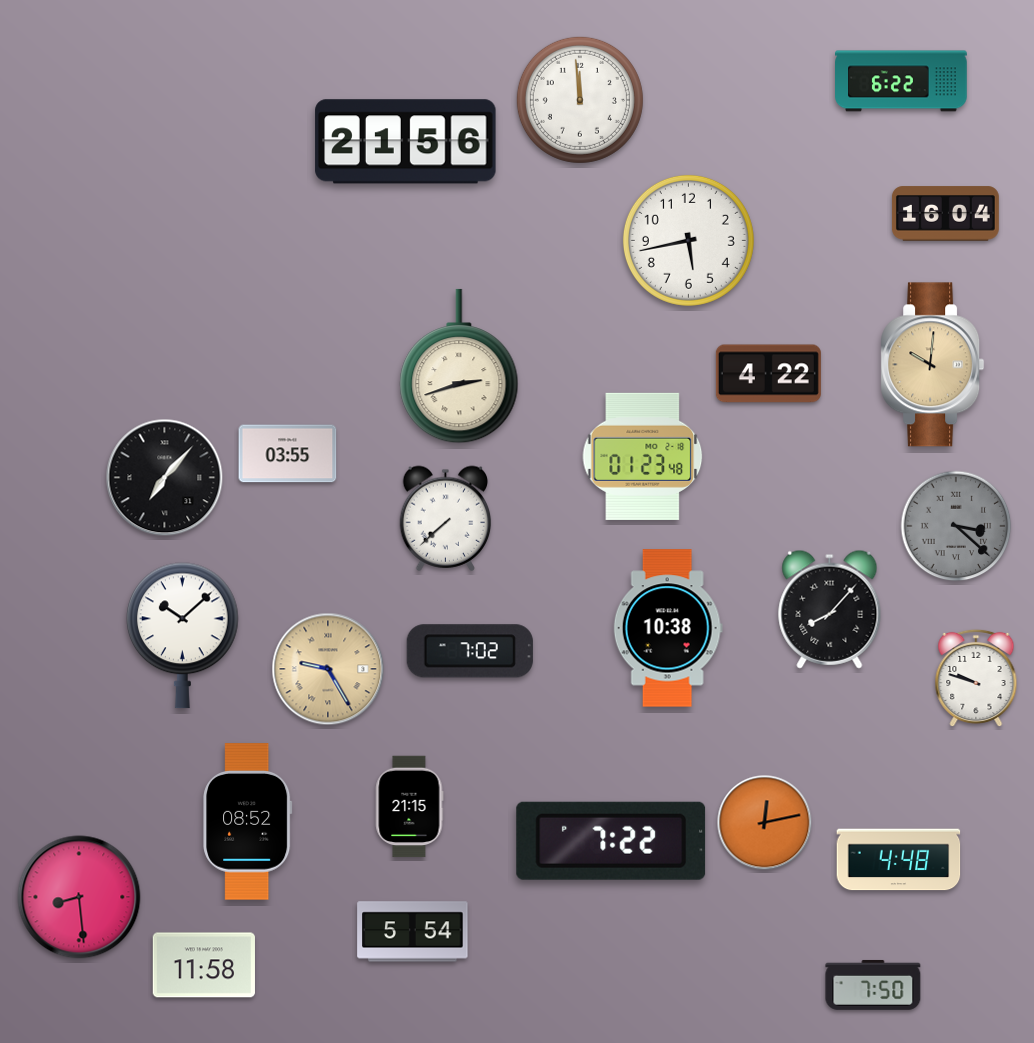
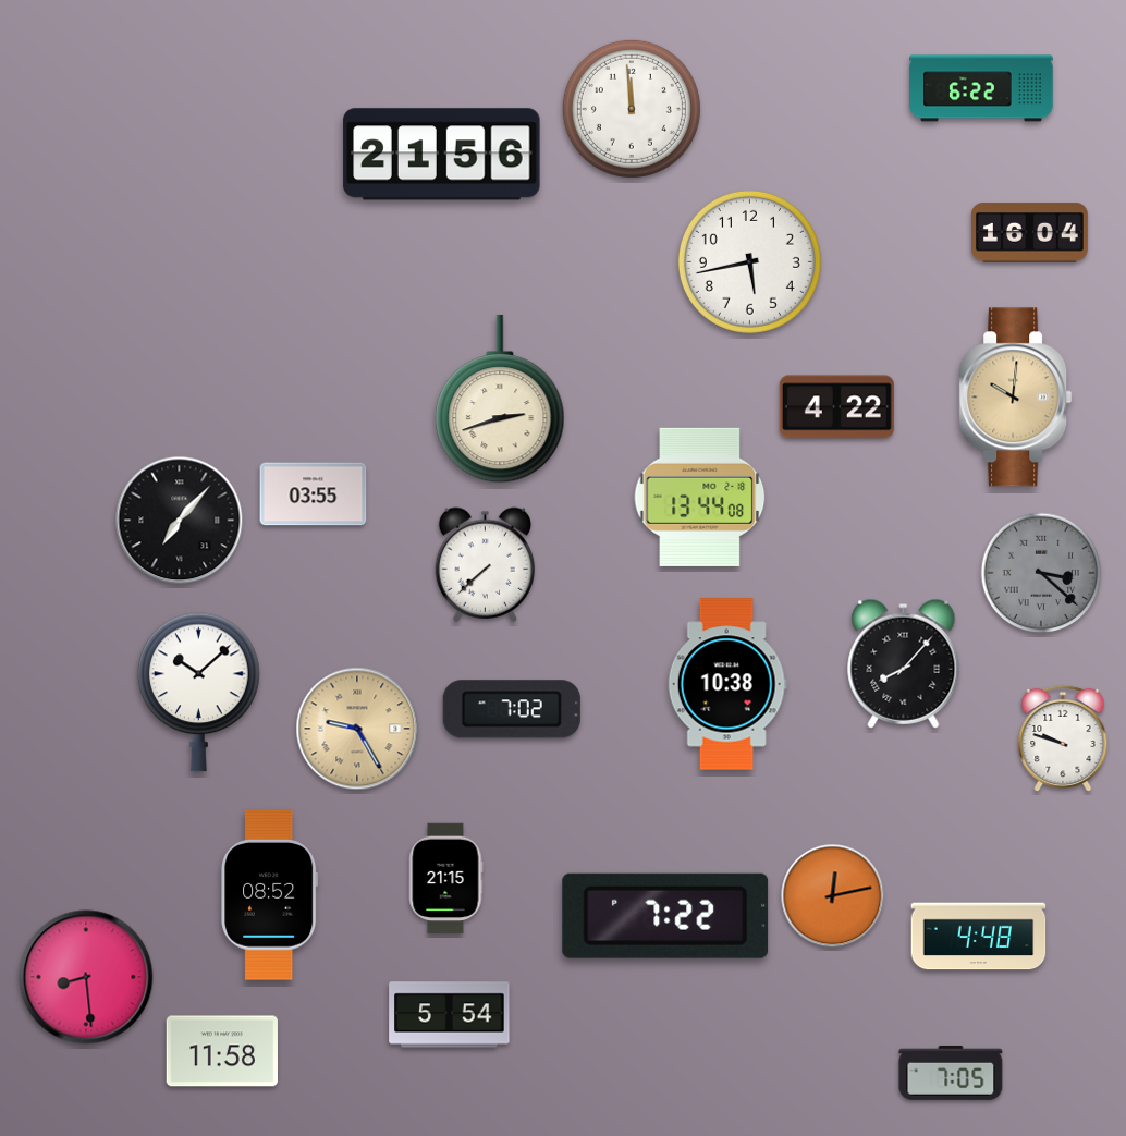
clock at (643, 456): 01:23 -> 13:44
clock at (873, 985): 7:50 -> 7:05
